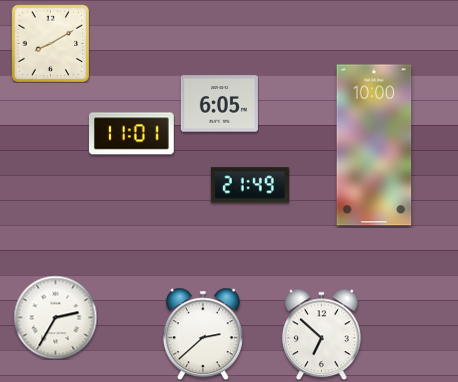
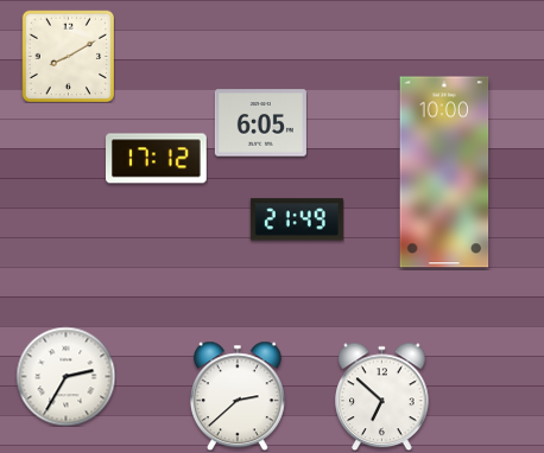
clock at (50, 43) position: (50, 43) -> (68, 56)
clock at (132, 134): 11:01 -> 17:12
clock at (203, 334) position: (203, 334) -> (238, 396)
